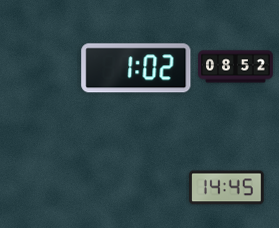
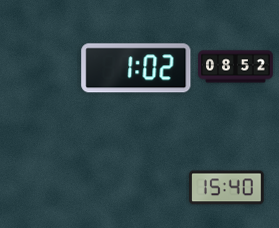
clock at (227, 188): 14:45 -> 15:40
